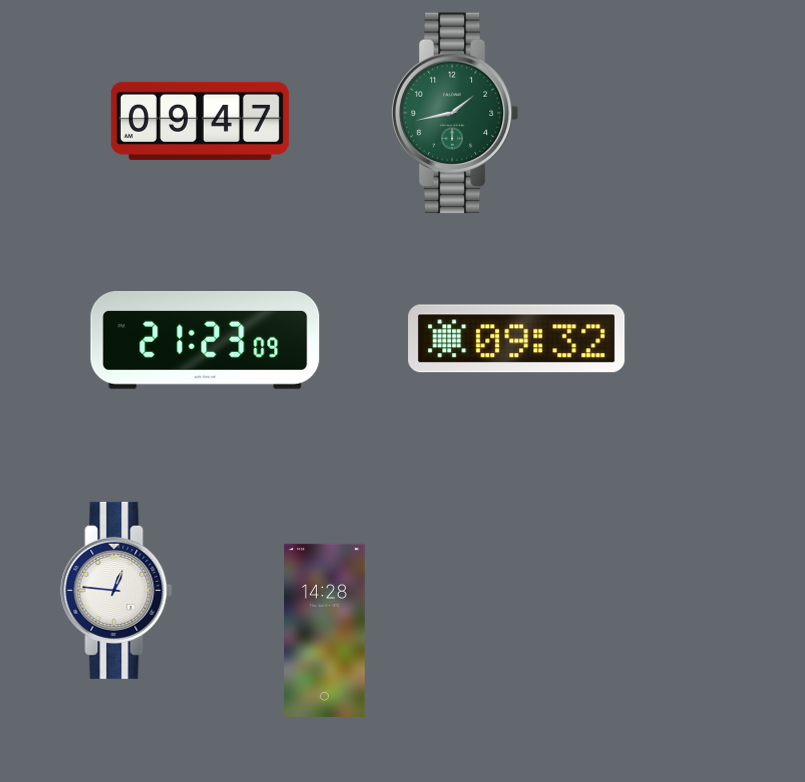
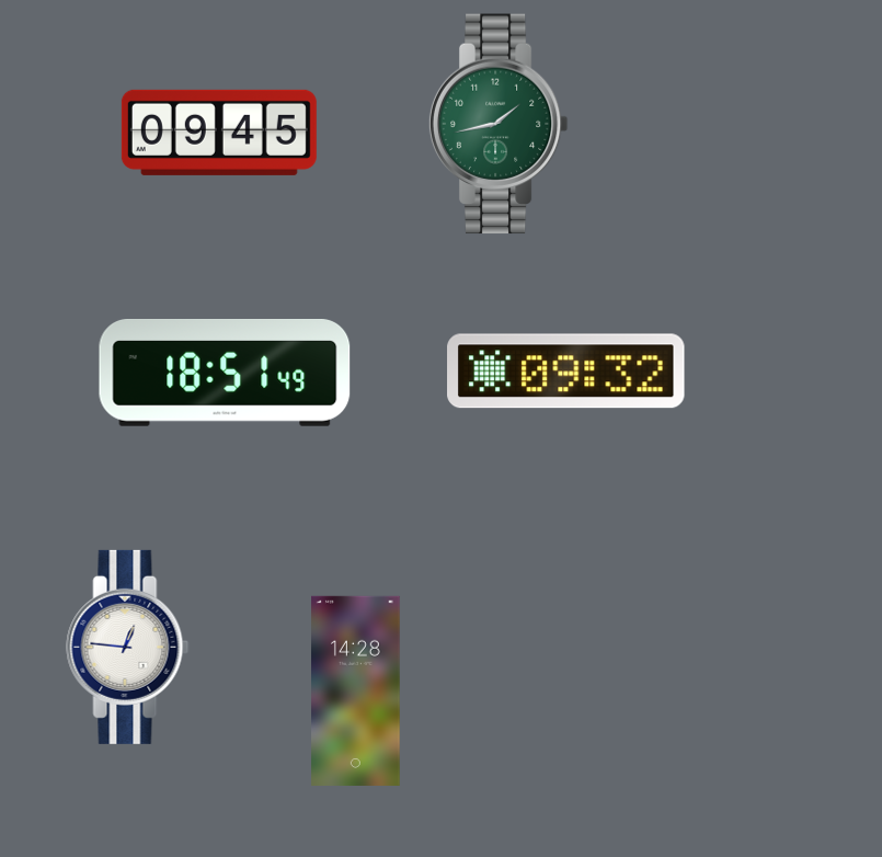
clock at (200, 121): 09:47 -> 09:45
clock at (205, 341): 21:23 -> 18:51
